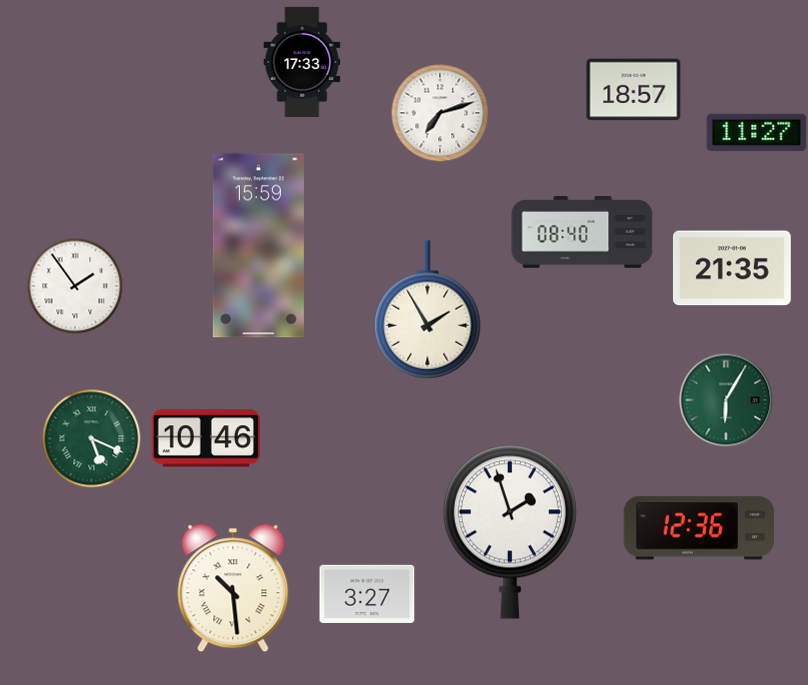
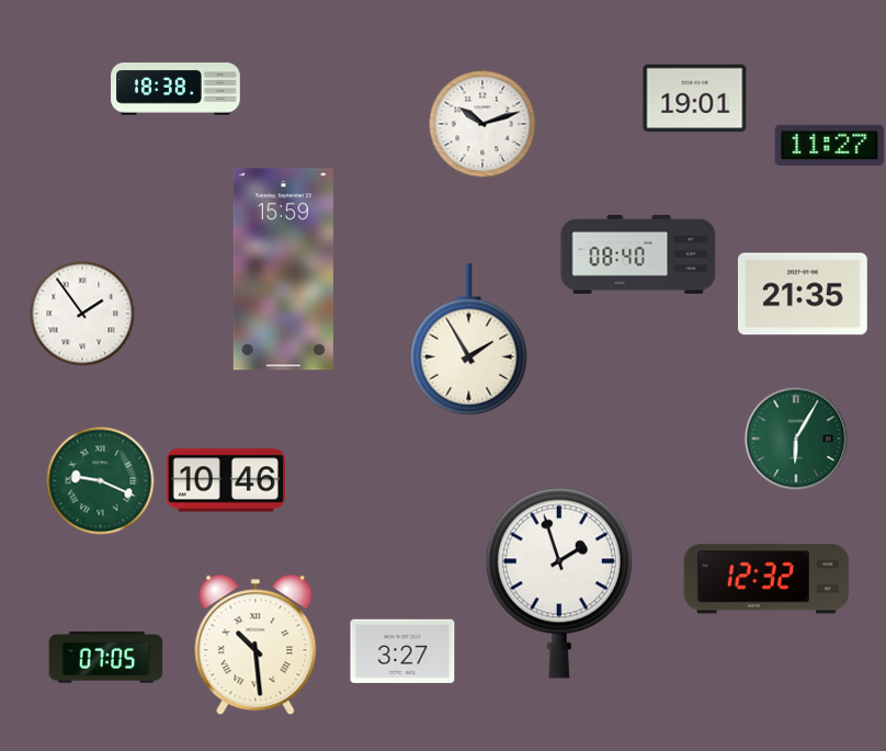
clock at (302, 62): 17:33 -> none
clock at (177, 89): none -> 18:38
clock at (634, 90): 18:57 -> 19:01
clock at (440, 113): 7:12 -> 10:12
clock at (92, 439): 5:19 -> 9:19
clock at (699, 528): 12:36 -> 12:32
clock at (106, 658): none -> 07:05
